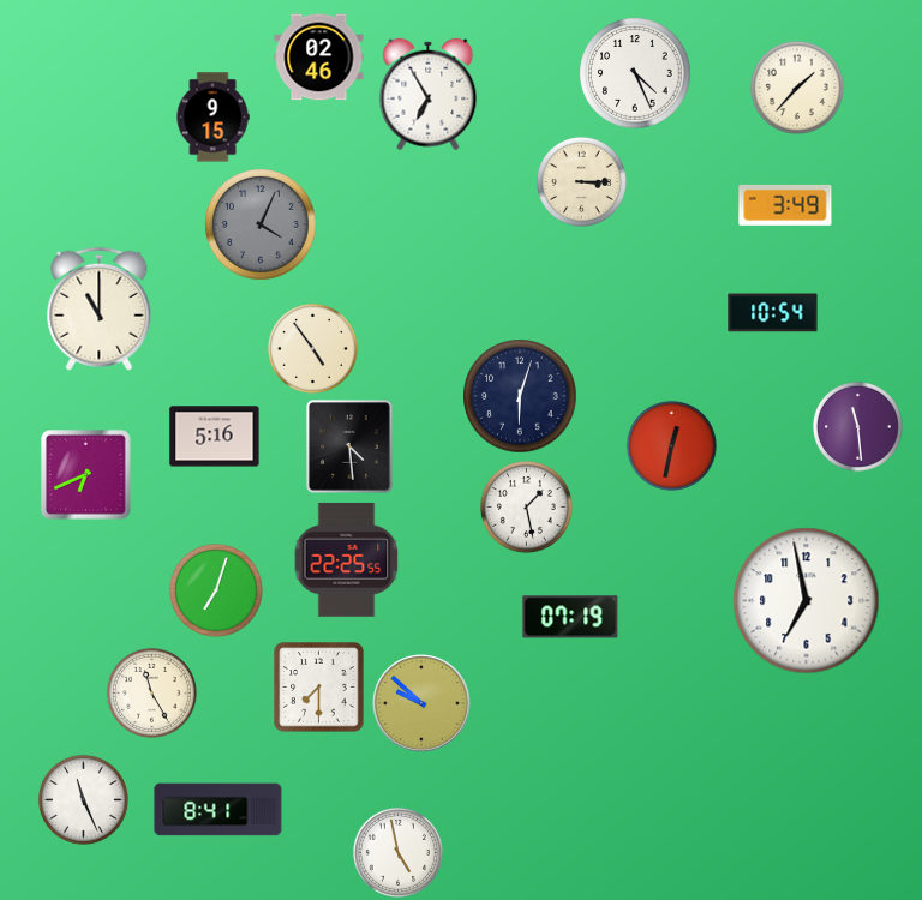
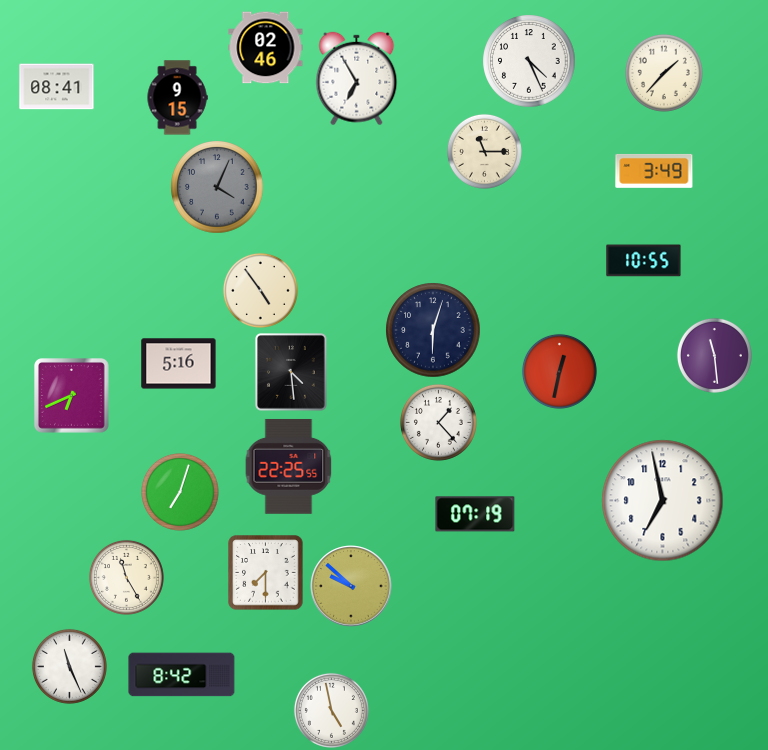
clock at (57, 87): none -> 08:41
clock at (581, 181): 3:15 -> 11:15
clock at (100, 308): 11:00 -> none
clock at (773, 313): 10:54 -> 10:55
clock at (526, 506): 1:28 -> 1:23
clock at (807, 601) position: (807, 601) -> (663, 501)
clock at (218, 810): 8:41 -> 8:42
